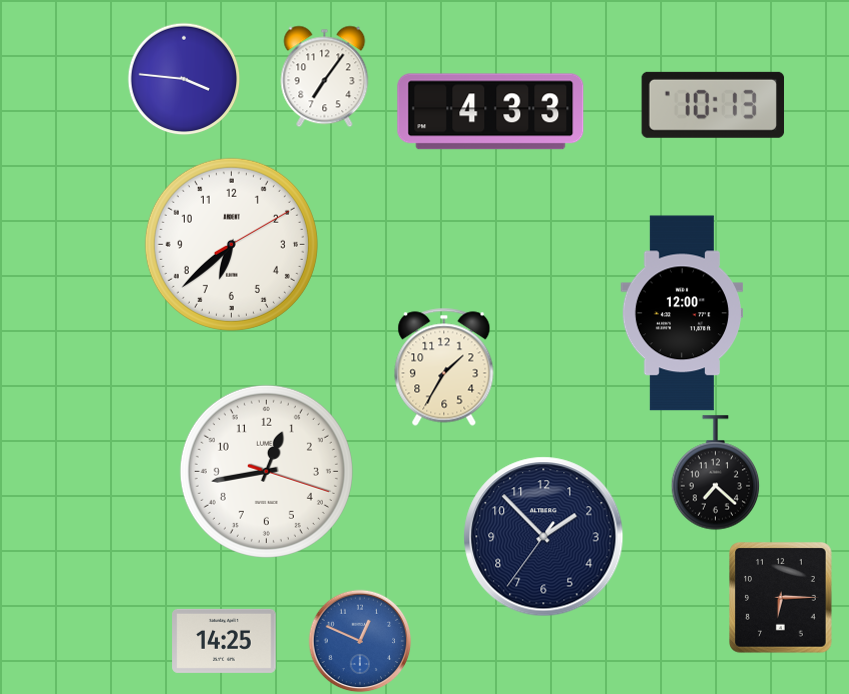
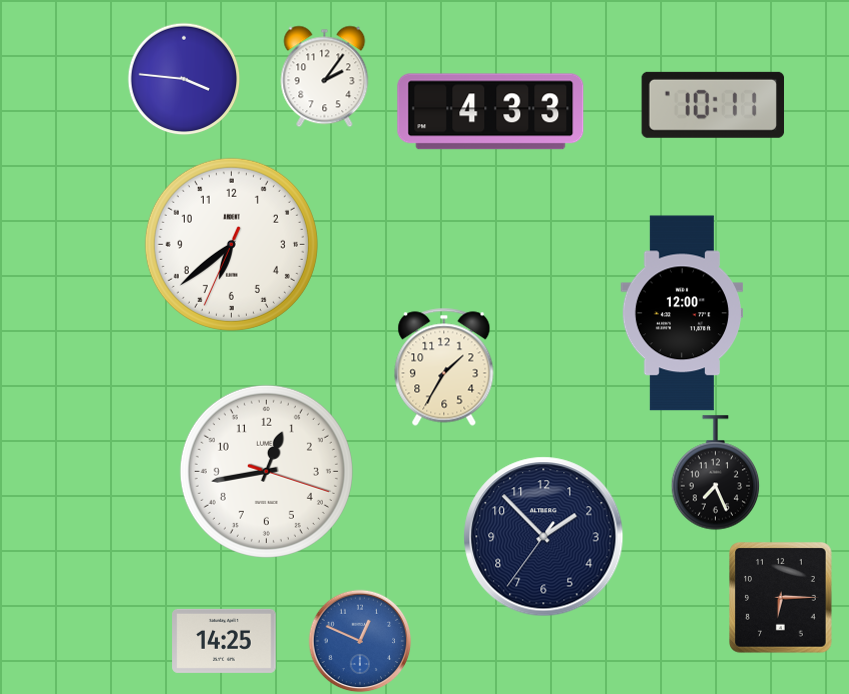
clock at (325, 76): 7:06 -> 2:06
clock at (712, 105): 10:13 -> 10:11
clock at (231, 244): 6:38:10 -> 6:38:34
clock at (716, 473): 7:22 -> 7:26
